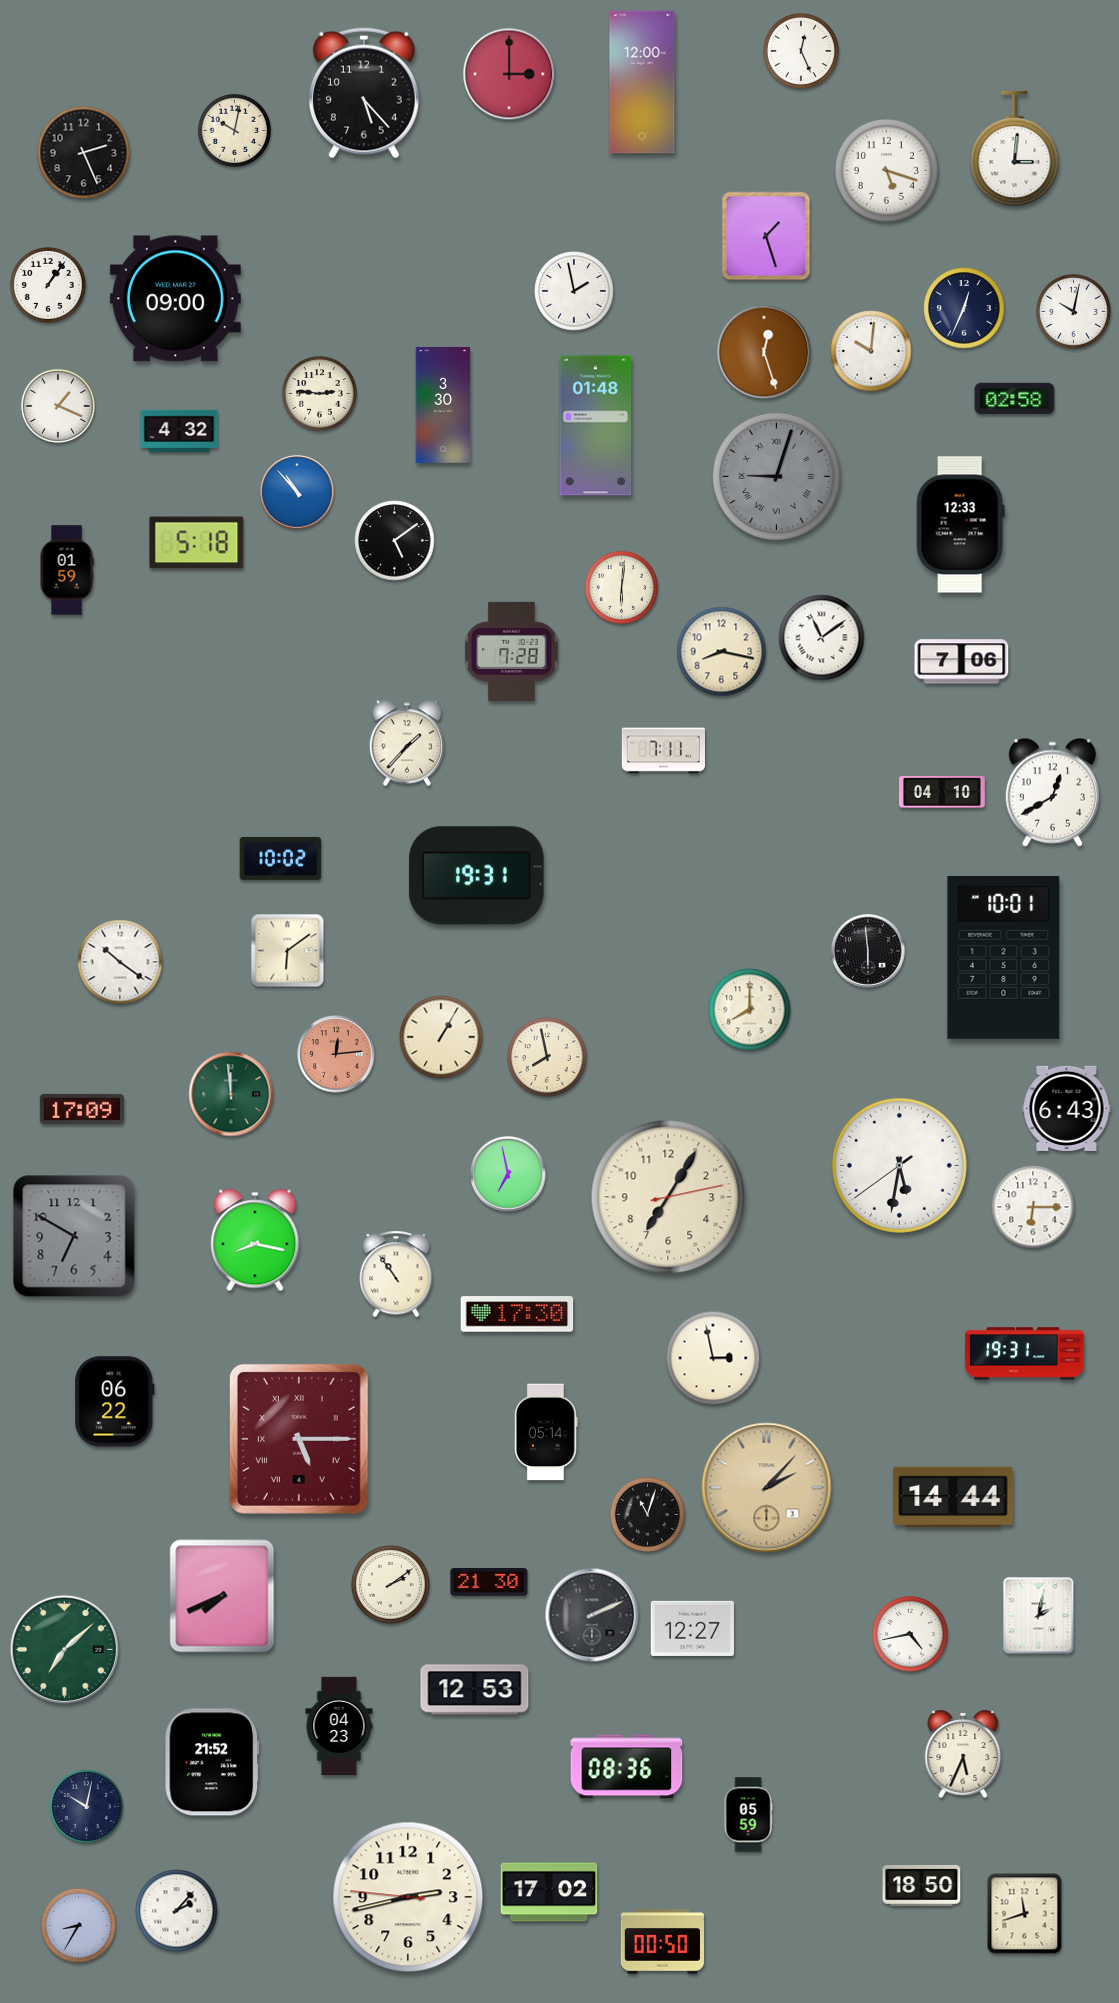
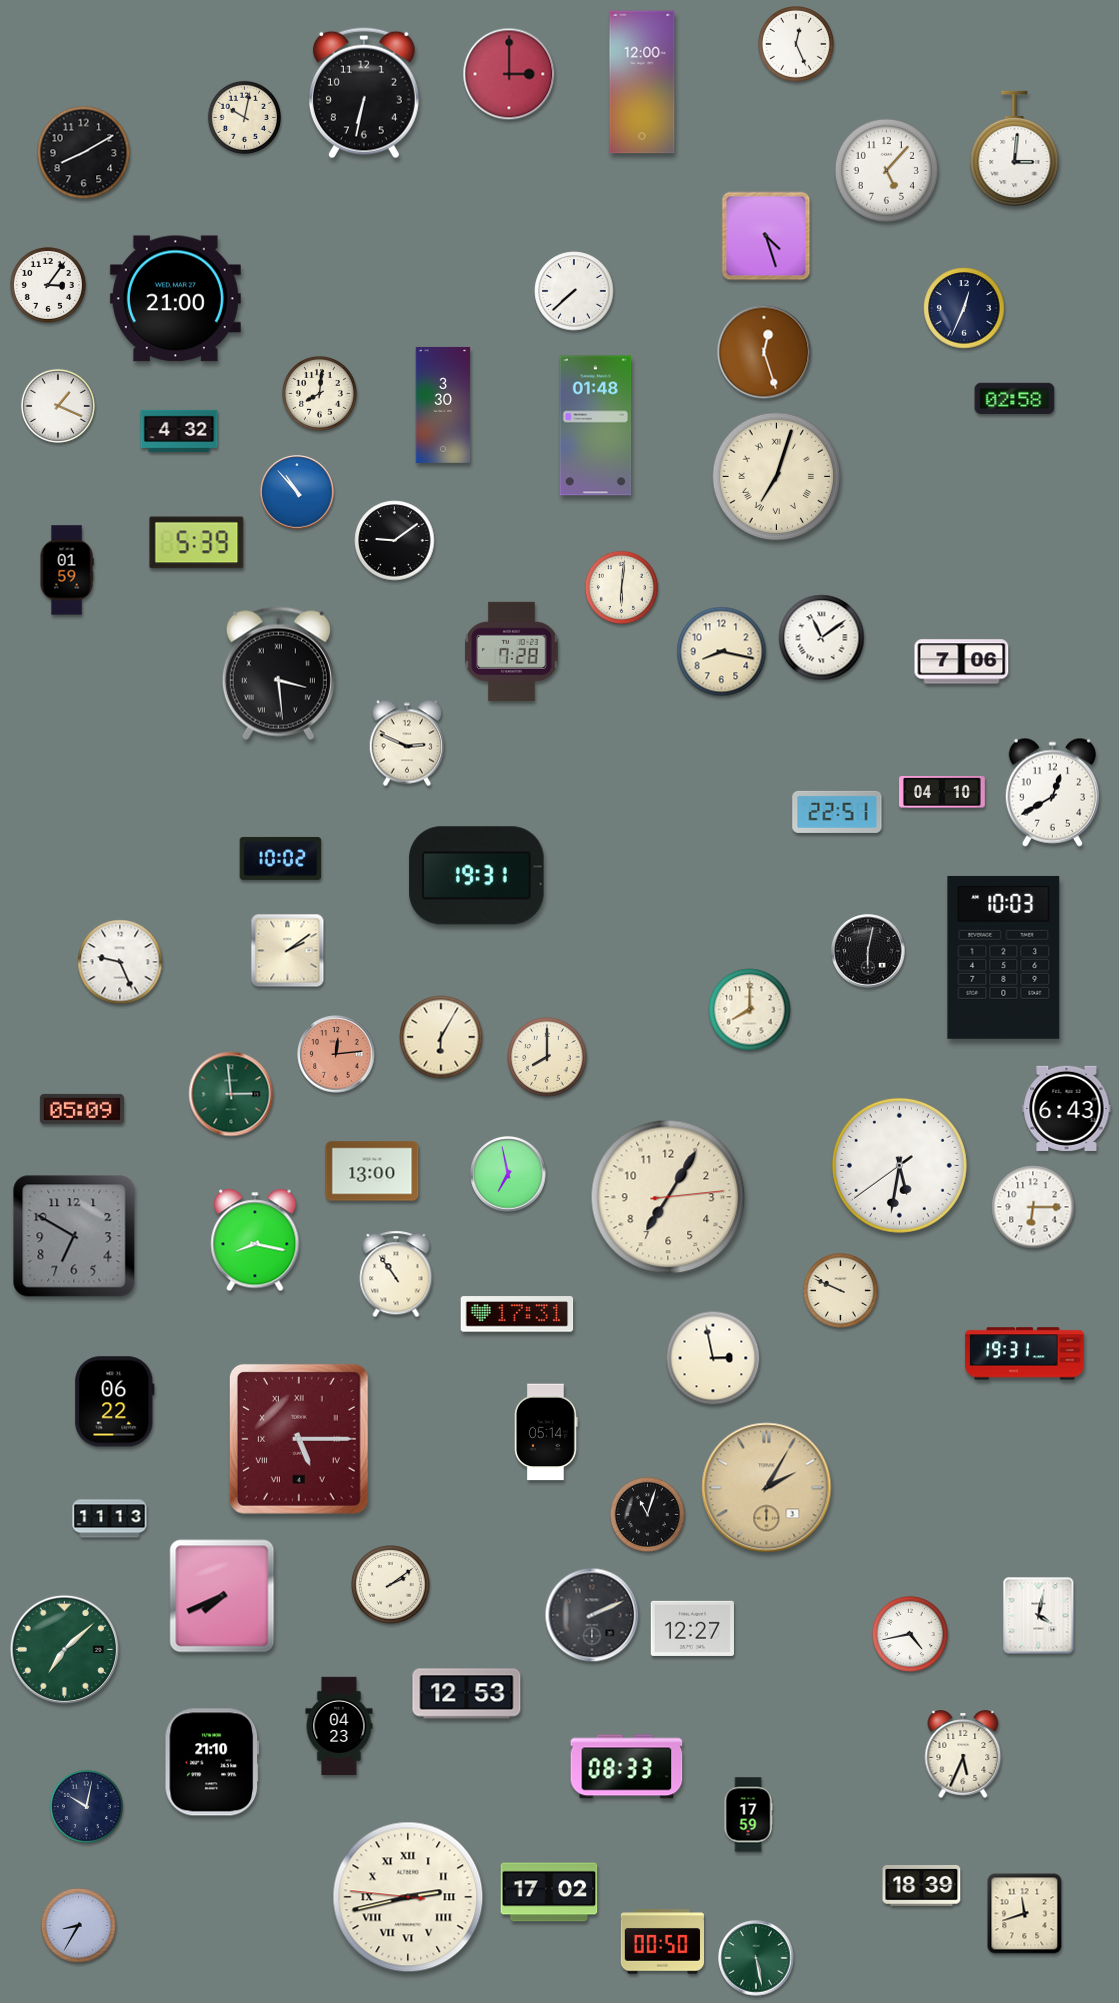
clock at (801, 51) position: (801, 51) -> (796, 44)
clock at (364, 93): 5:23 -> 6:32
clock at (234, 130) position: (234, 130) -> (244, 117)
clock at (84, 153): 2:26 -> 8:10
clock at (886, 170): 5:18 -> 5:07
clock at (766, 236): 1:27 -> 4:27
clock at (48, 285): 1:06 -> 3:06
clock at (574, 291): 1:58 -> 7:38
clock at (175, 299): 09:00 -> 21:00
clock at (1073, 311): 10:02 -> none
clock at (871, 351): 10:01 -> none
clock at (319, 393): 2:46 -> 8:01
clock at (777, 477): 9:03 -> 7:03
clock at (777, 477) dial: grey -> cream
clock at (960, 525): 12:33 -> none
clock at (395, 541): 5:09 -> 9:09
clock at (197, 543): 5:18 -> 5:39
clock at (278, 674): none -> 3:29
clock at (407, 743): 1:37 -> 2:49
clock at (663, 751): 7:11 -> none
clock at (837, 812): none -> 22:51
clock at (288, 951): 6:09 -> 2:09
clock at (868, 951): 5:59 -> 6:02
clock at (1004, 957): 10:01 -> 10:03
clock at (120, 962): 10:21 -> 9:26
clock at (441, 1037): 1:05 -> 6:05
clock at (547, 1057): 7:58 -> 8:00
clock at (231, 1094): 11:59 -> 2:59
clock at (82, 1109): 17:09 -> 05:09
clock at (372, 1171): none -> 13:00
clock at (668, 1197): 7:05:13 -> 7:05:14
clock at (840, 1290): none -> 9:49
clock at (517, 1314): 17:30 -> 17:31
clock at (767, 1488): 2:07 -> 2:05
clock at (953, 1497): 14:44 -> none
clock at (110, 1519): none -> 11:13
clock at (489, 1583): 21:30 -> none
clock at (1039, 1616): 2:02 -> 4:02
clock at (475, 1690) position: (475, 1690) -> (467, 1694)
clock at (212, 1762): 21:52 -> 21:10
clock at (627, 1767): 08:36 -> 08:33
clock at (748, 1815): 05:59 -> 17:59
clock at (922, 1886): 18:50 -> 18:39
clock at (408, 1897) numerals: Arabic -> Roman
clock at (177, 1911): 2:07 -> none
clock at (756, 1958): none -> 5:28
